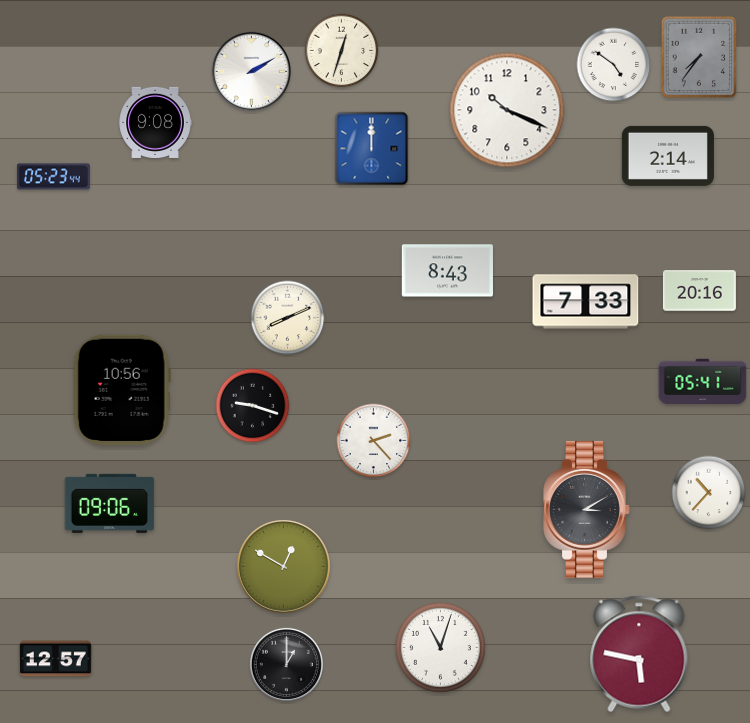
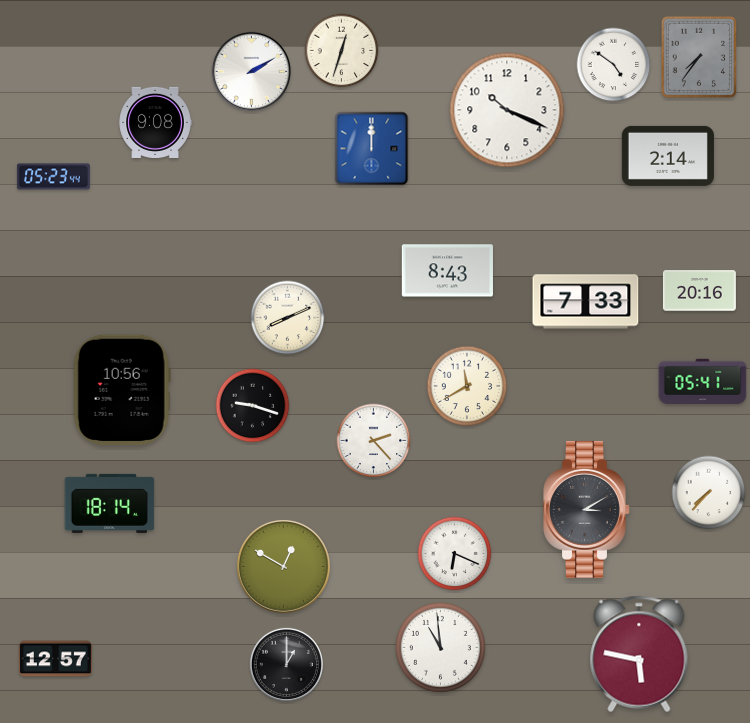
clock at (467, 386): none -> 11:40
clock at (709, 493): 10:37 -> 7:37
clock at (110, 503): 09:06 -> 18:14
clock at (455, 554): none -> 6:19
clock at (440, 647): 11:03 -> 10:59
